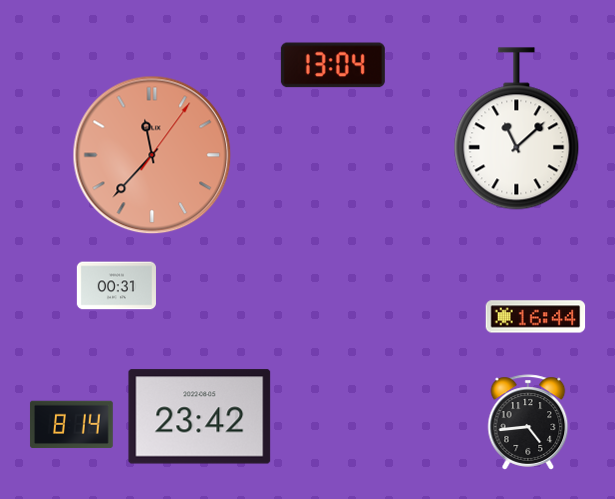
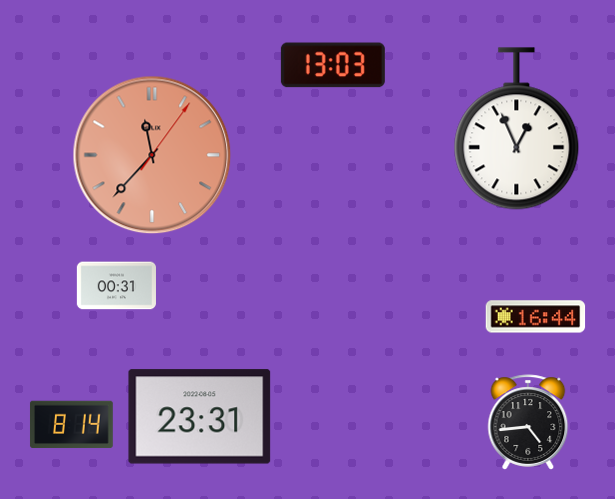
clock at (333, 65): 13:04 -> 13:03
clock at (517, 129): 11:08 -> 12:56
clock at (200, 417): 23:42 -> 23:31
